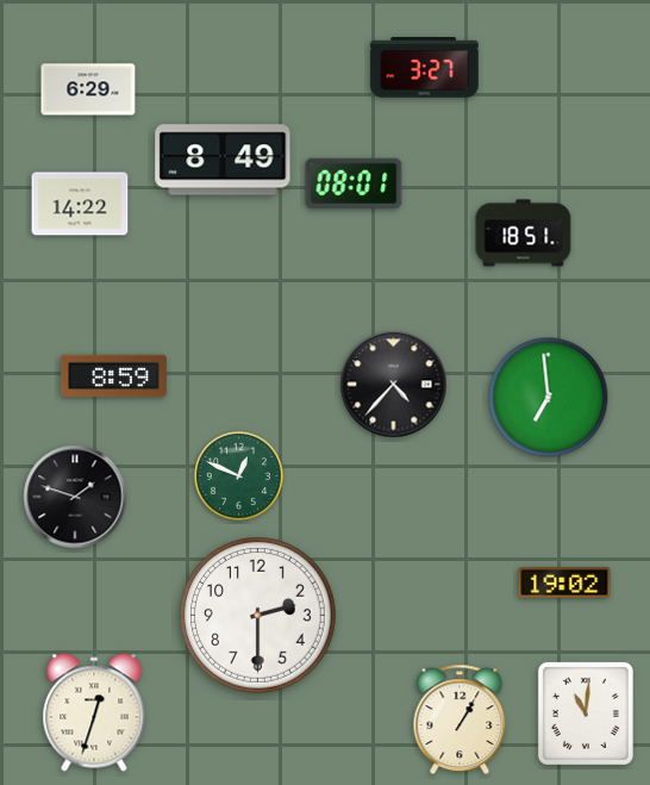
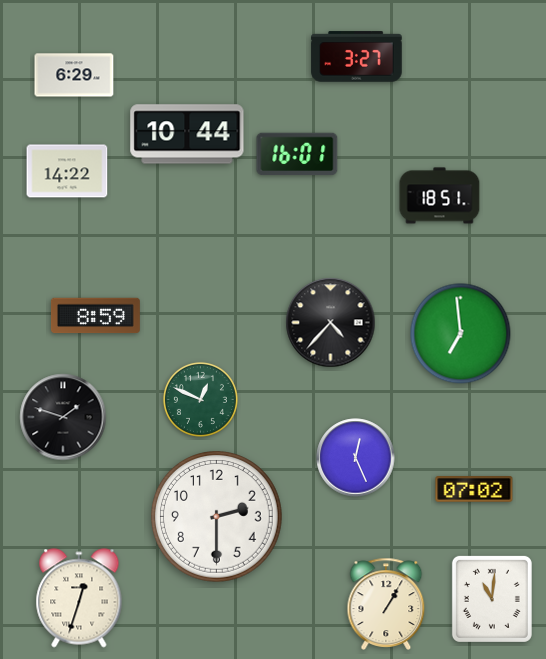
clock at (223, 160): 8:49 -> 10:44
clock at (354, 183): 08:01 -> 16:01
clock at (356, 458): none -> 12:26
clock at (564, 582): 19:02 -> 07:02
